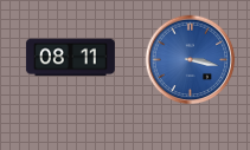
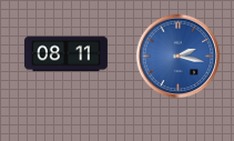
clock at (191, 60): 3:17 -> 2:17
